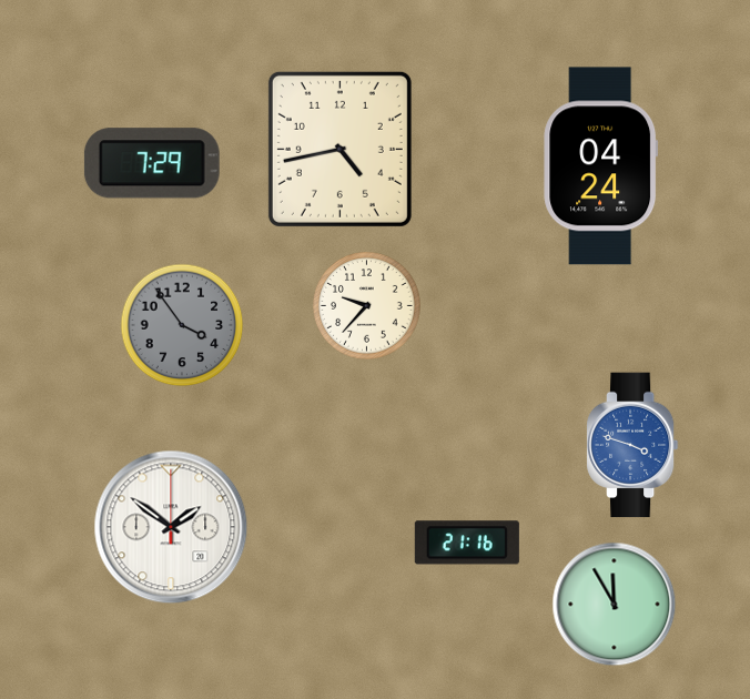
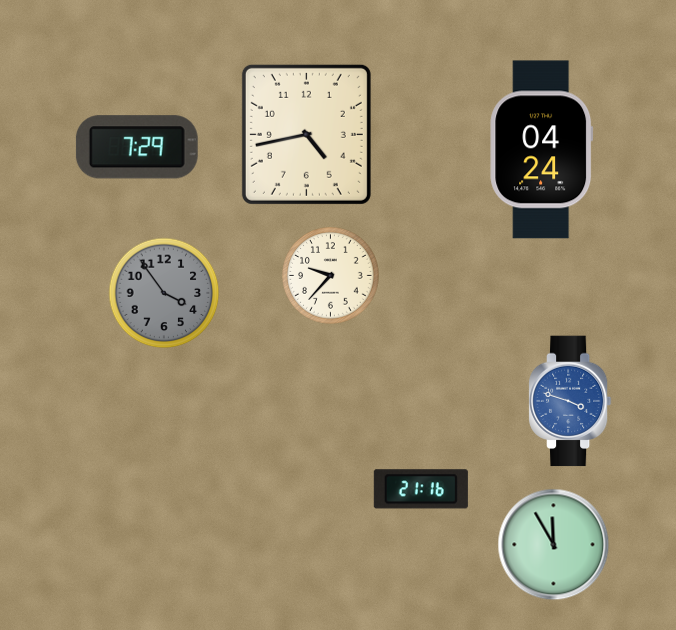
clock at (171, 527): 1:51 -> none
